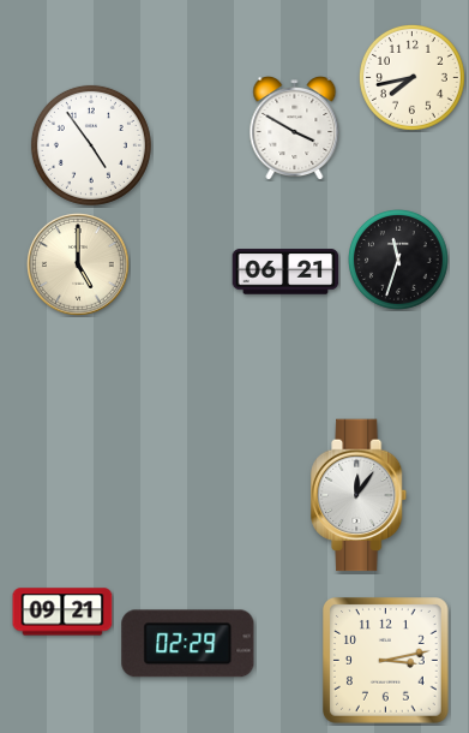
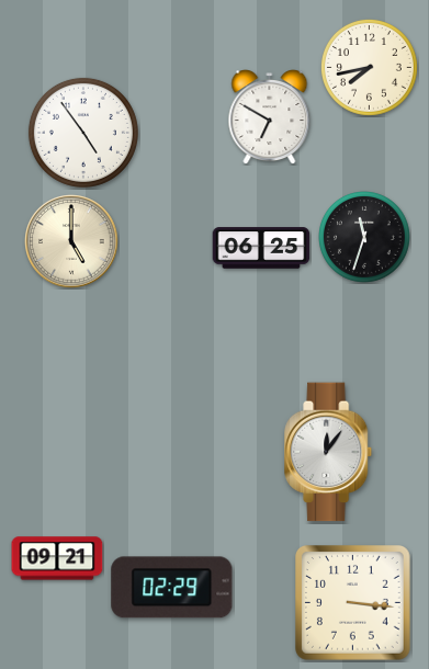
clock at (411, 77) position: (411, 77) -> (369, 67)
clock at (295, 129): 3:50 -> 6:50
clock at (285, 272): 06:21 -> 06:25
clock at (386, 661): 3:13 -> 3:16
